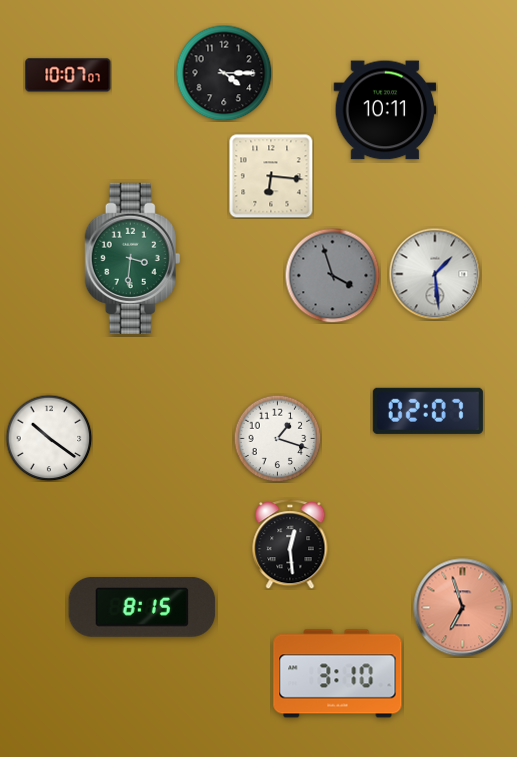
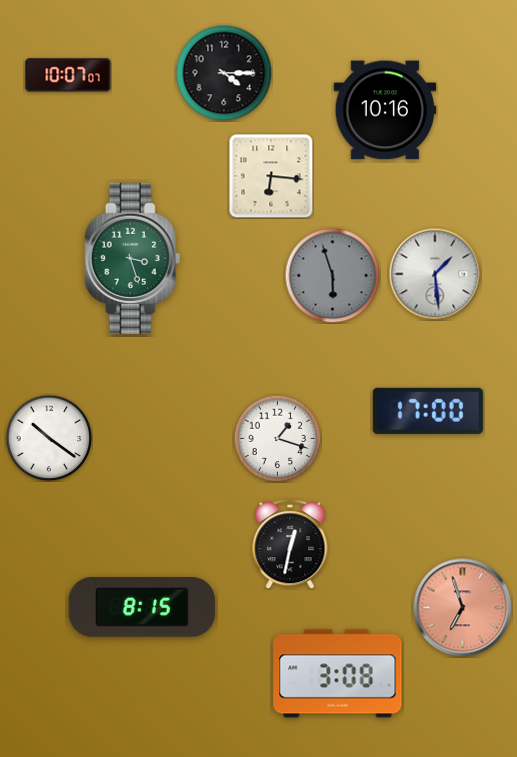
clock at (385, 110): 10:11 -> 10:16
clock at (133, 258): 3:31 -> 3:27
clock at (332, 275): 3:57 -> 5:57
clock at (428, 411): 02:07 -> 17:00
clock at (290, 544): 12:29 -> 12:32
clock at (338, 674): 3:10 -> 3:08
